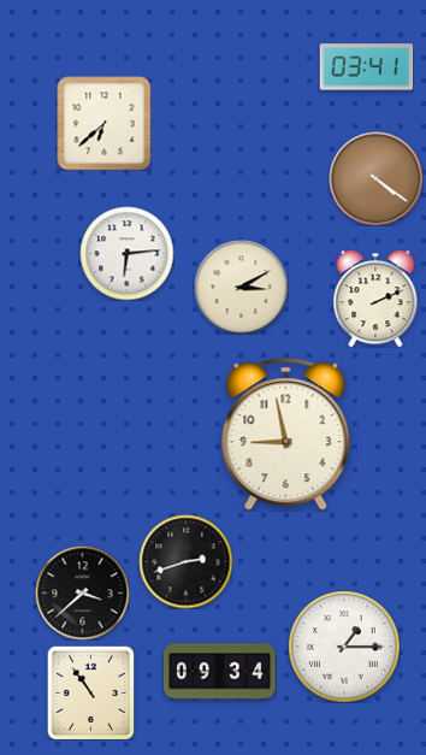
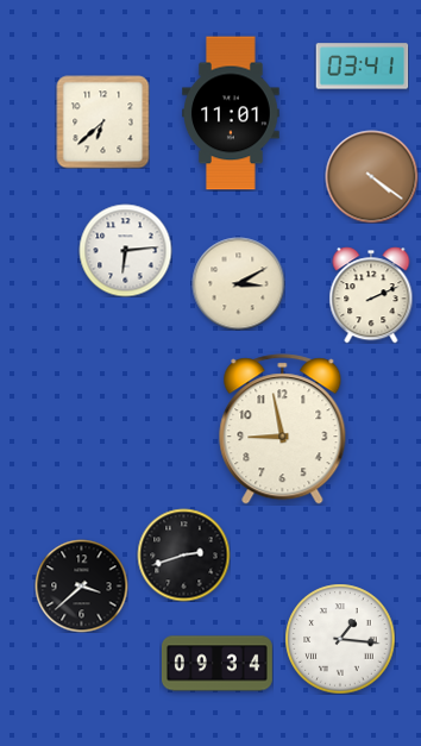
clock at (231, 113): none -> 11:01
clock at (344, 647): 1:15 -> 1:16
clock at (90, 692): 10:54 -> none
